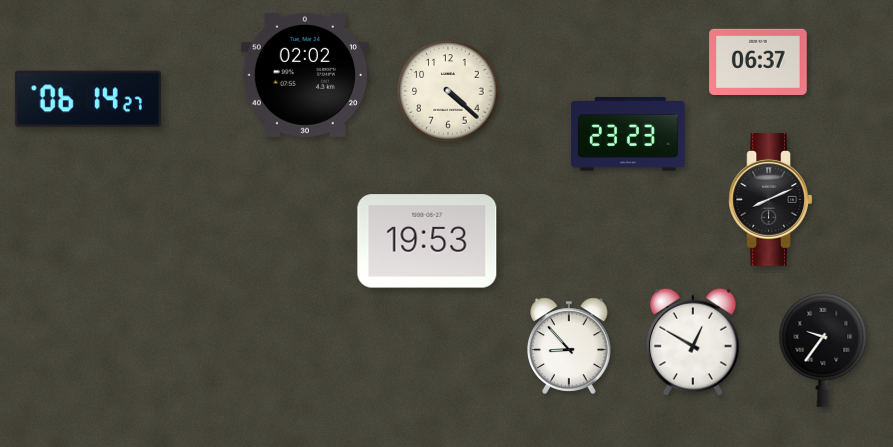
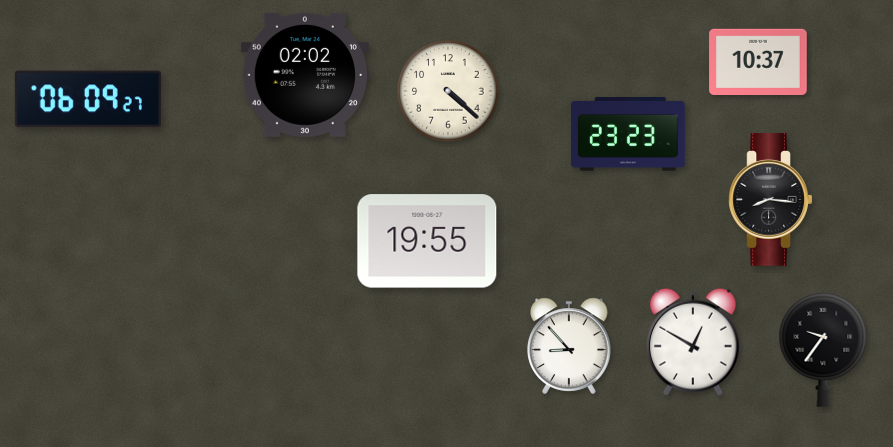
clock at (758, 61): 06:37 -> 10:37
clock at (88, 99): 06:14 -> 06:09
clock at (771, 200): 8:11 -> 8:16
clock at (427, 241): 19:53 -> 19:55
